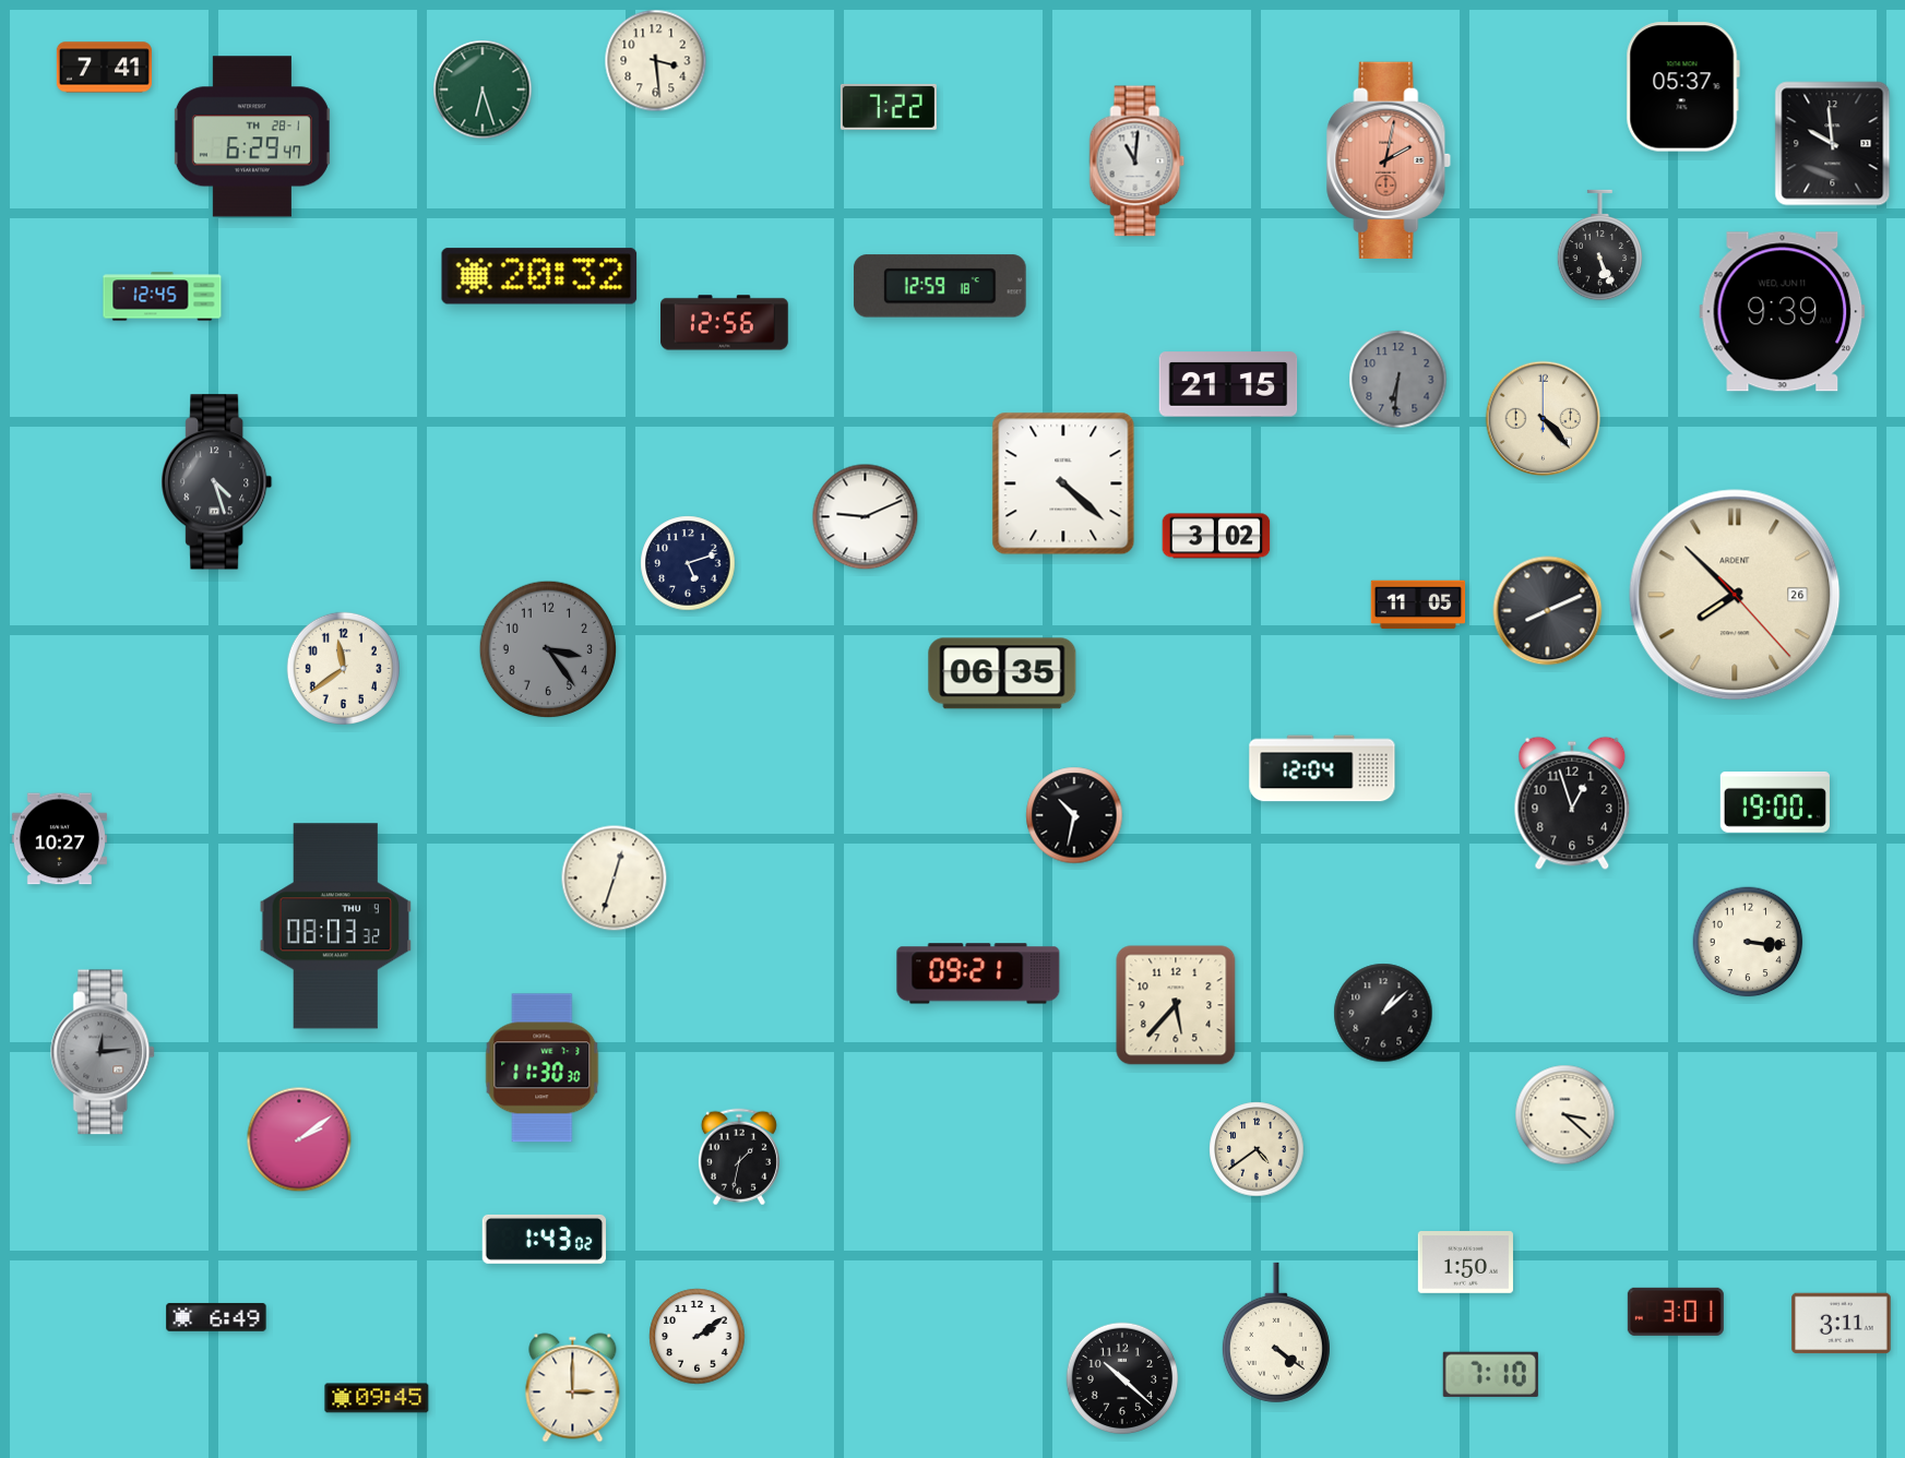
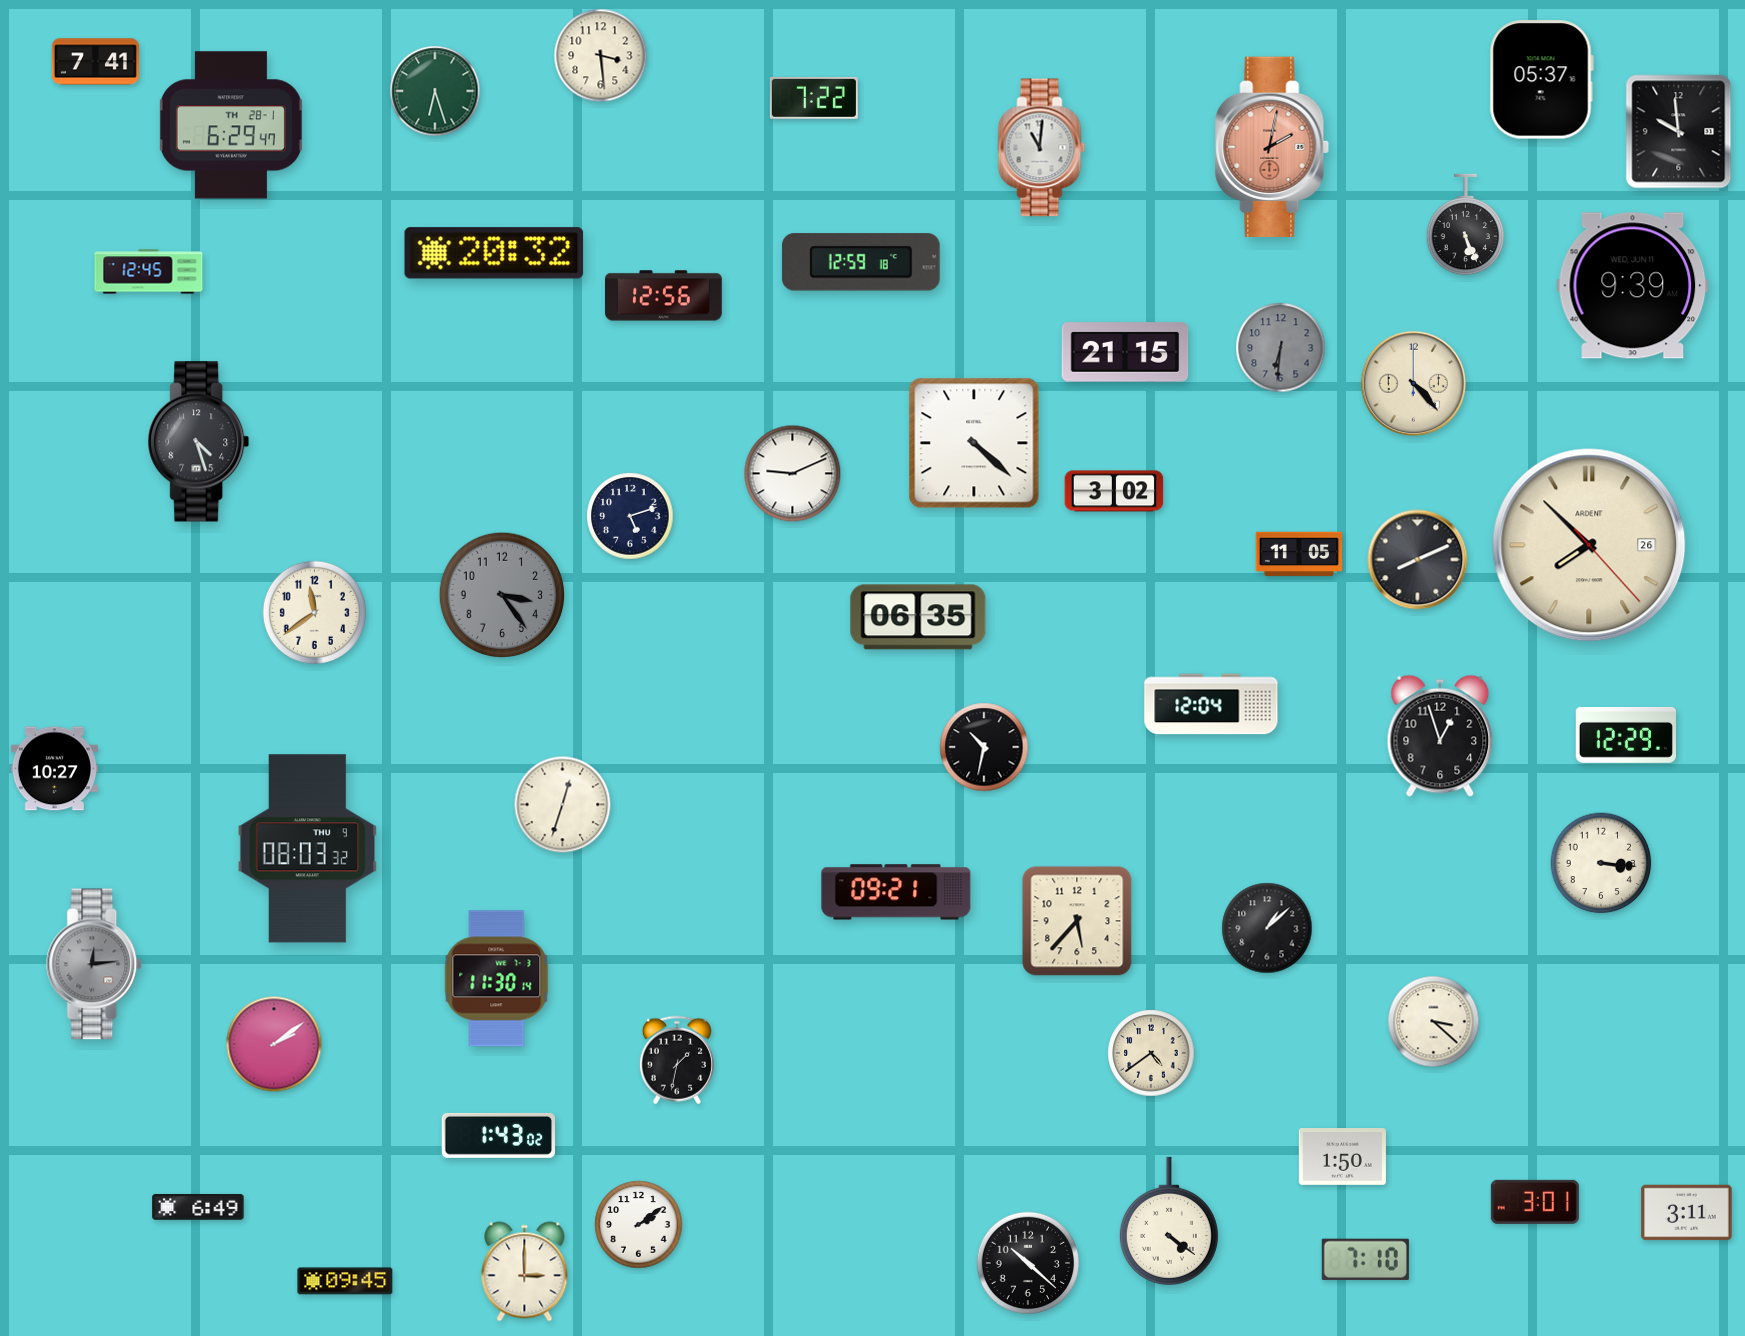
clock at (483, 89) position: (483, 89) -> (435, 91)
clock at (1775, 802): 19:00 -> 12:29
clock at (543, 1068): 11:30:30 -> 11:30:14
